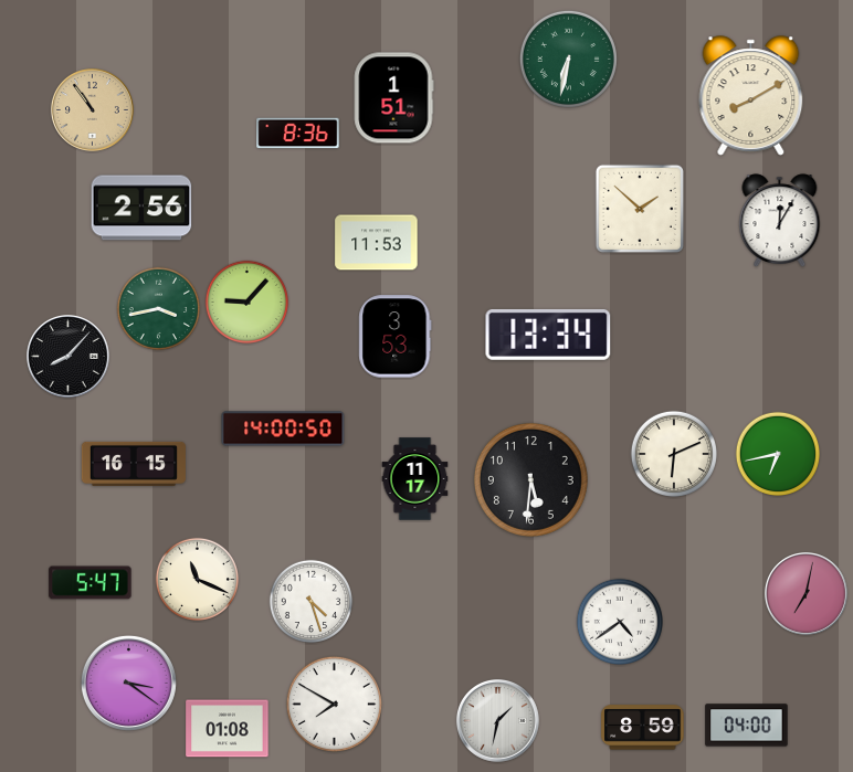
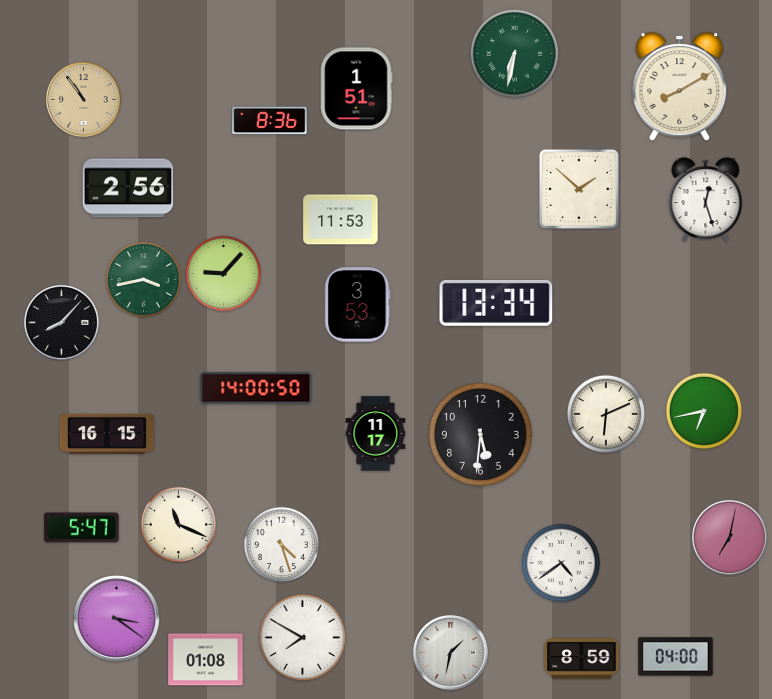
clock at (780, 220): 12:05 -> 12:27
clock at (673, 453) position: (673, 453) -> (605, 413)
clock at (134, 464) position: (134, 464) -> (107, 434)
